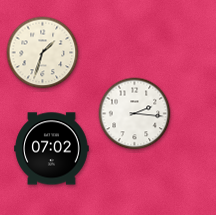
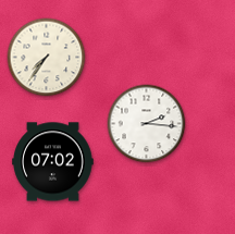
clock at (43, 53): 1:33 -> 7:36
clock at (52, 149) position: (52, 149) -> (53, 162)
